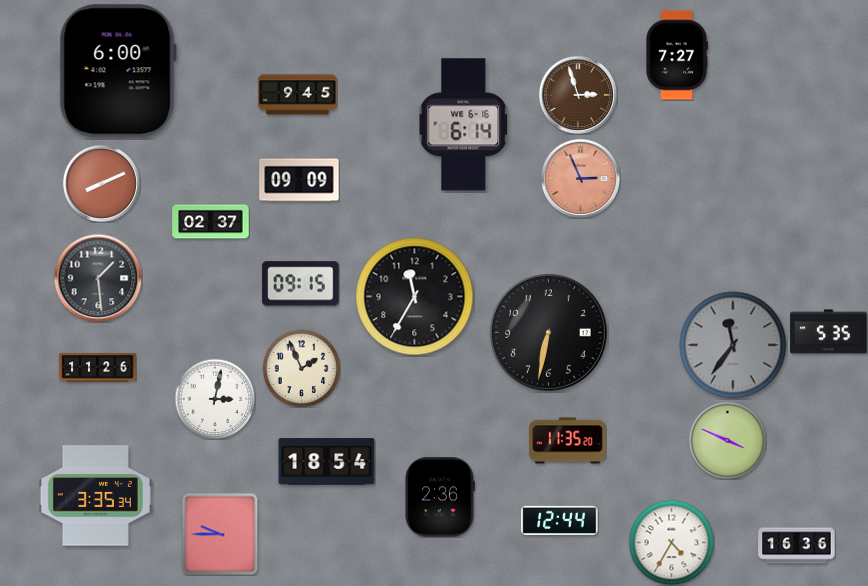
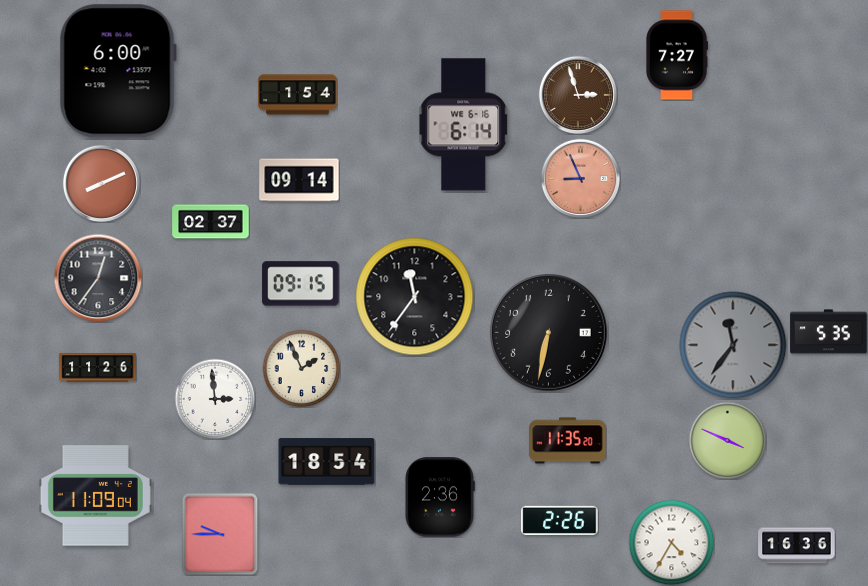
clock at (298, 95): 9:45 -> 1:54
clock at (580, 178): 2:56 -> 8:56
clock at (299, 180): 09:09 -> 09:14
clock at (98, 278): 1:29 -> 12:36
clock at (415, 297): 11:35 -> 11:36
clock at (215, 399): 3:02 -> 2:59
clock at (95, 496): 3:35 -> 11:09
clock at (560, 520): 12:44 -> 2:26
